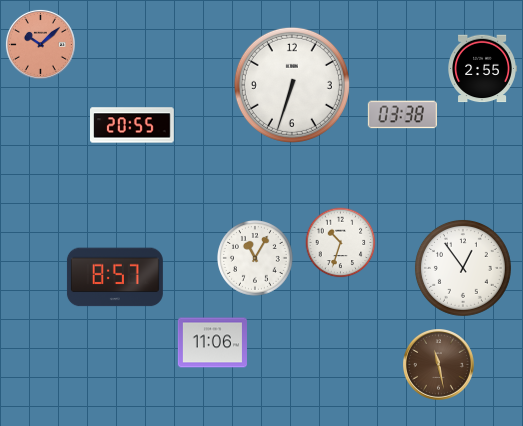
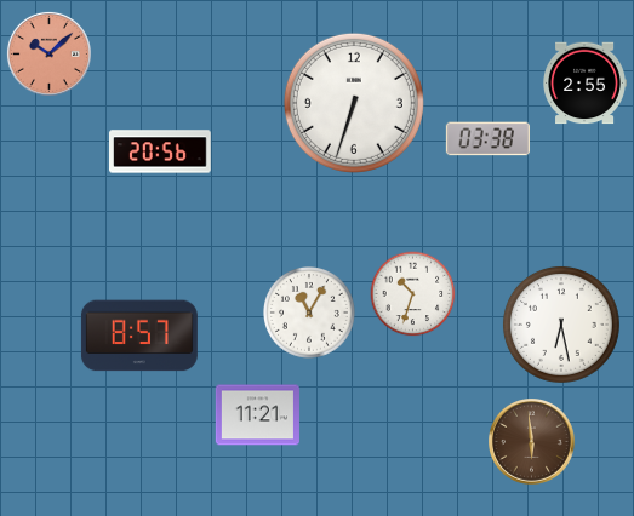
clock at (133, 125): 20:55 -> 20:56
clock at (463, 268): 12:54 -> 6:28
clock at (212, 343): 11:06 -> 11:21
clock at (439, 365): 11:28 -> 5:59
